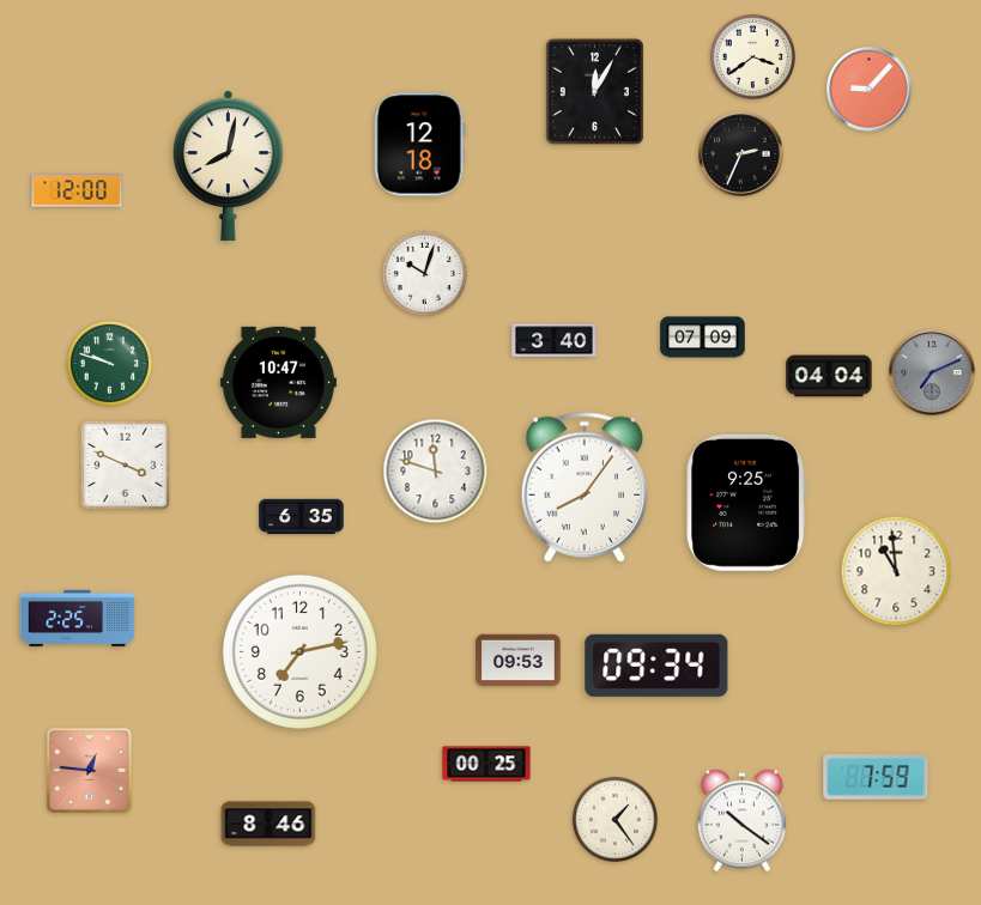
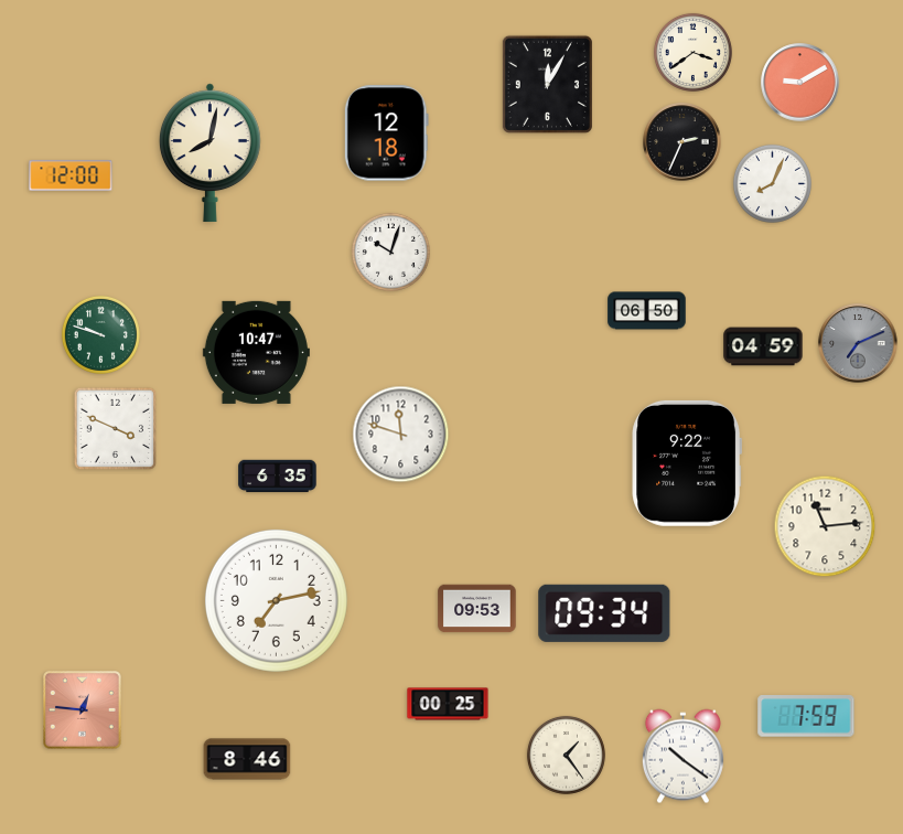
clock at (870, 90): 9:07 -> 9:10
clock at (772, 183): none -> 8:04
clock at (703, 338): 07:09 -> 06:50
clock at (555, 341): 3:40 -> none
clock at (829, 376): 04:04 -> 04:59
clock at (583, 487): 8:06 -> none
clock at (746, 503): 9:25 -> 9:22
clock at (896, 571): 10:59 -> 11:14
clock at (78, 618): 2:25 -> none
